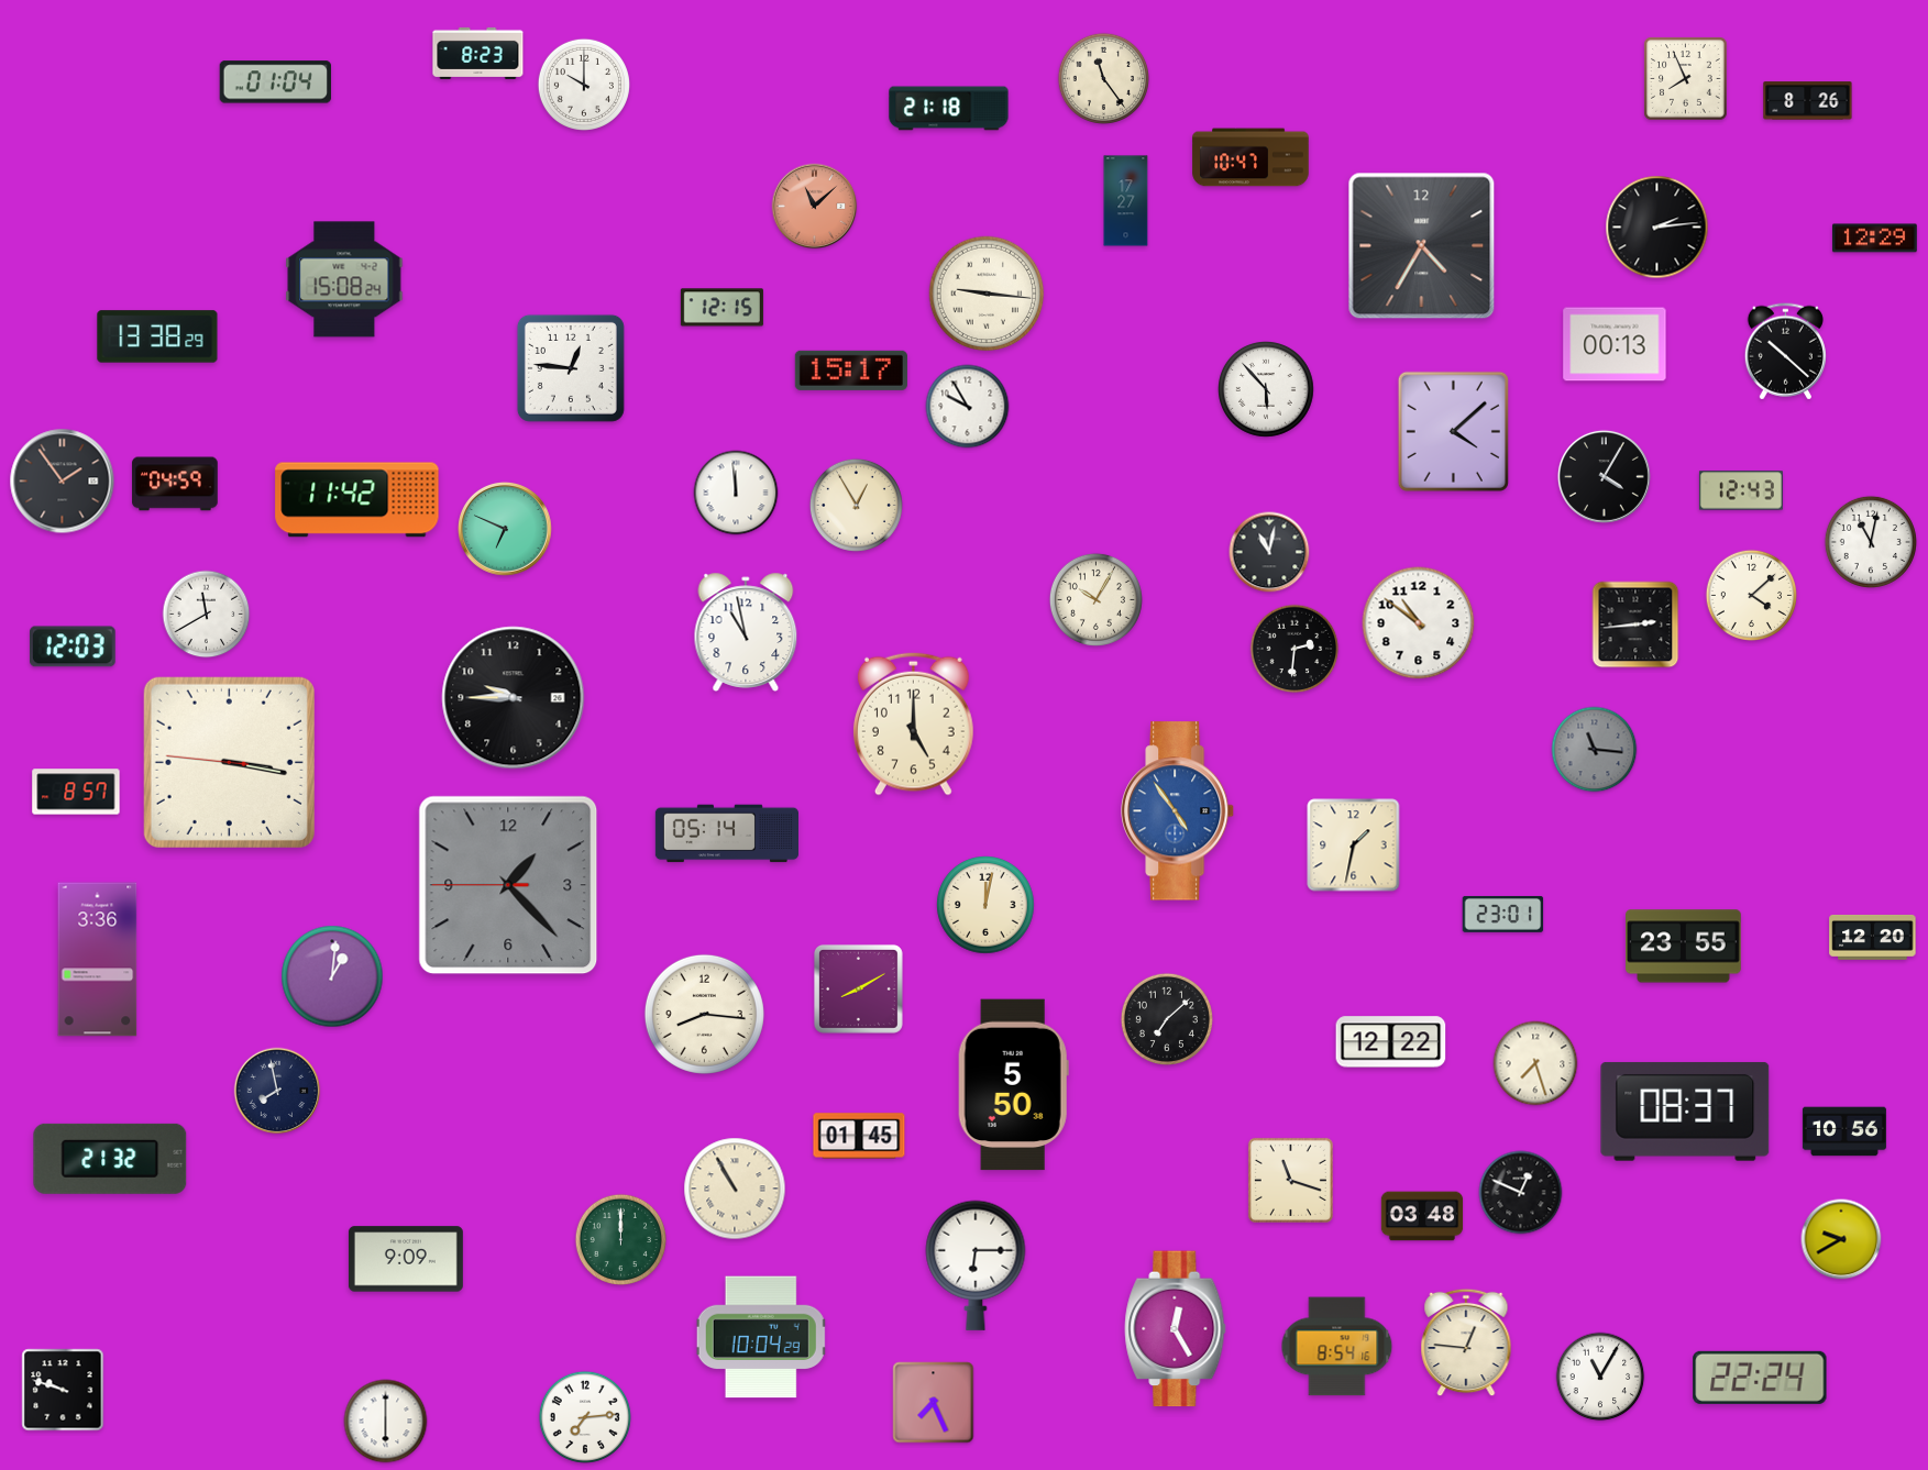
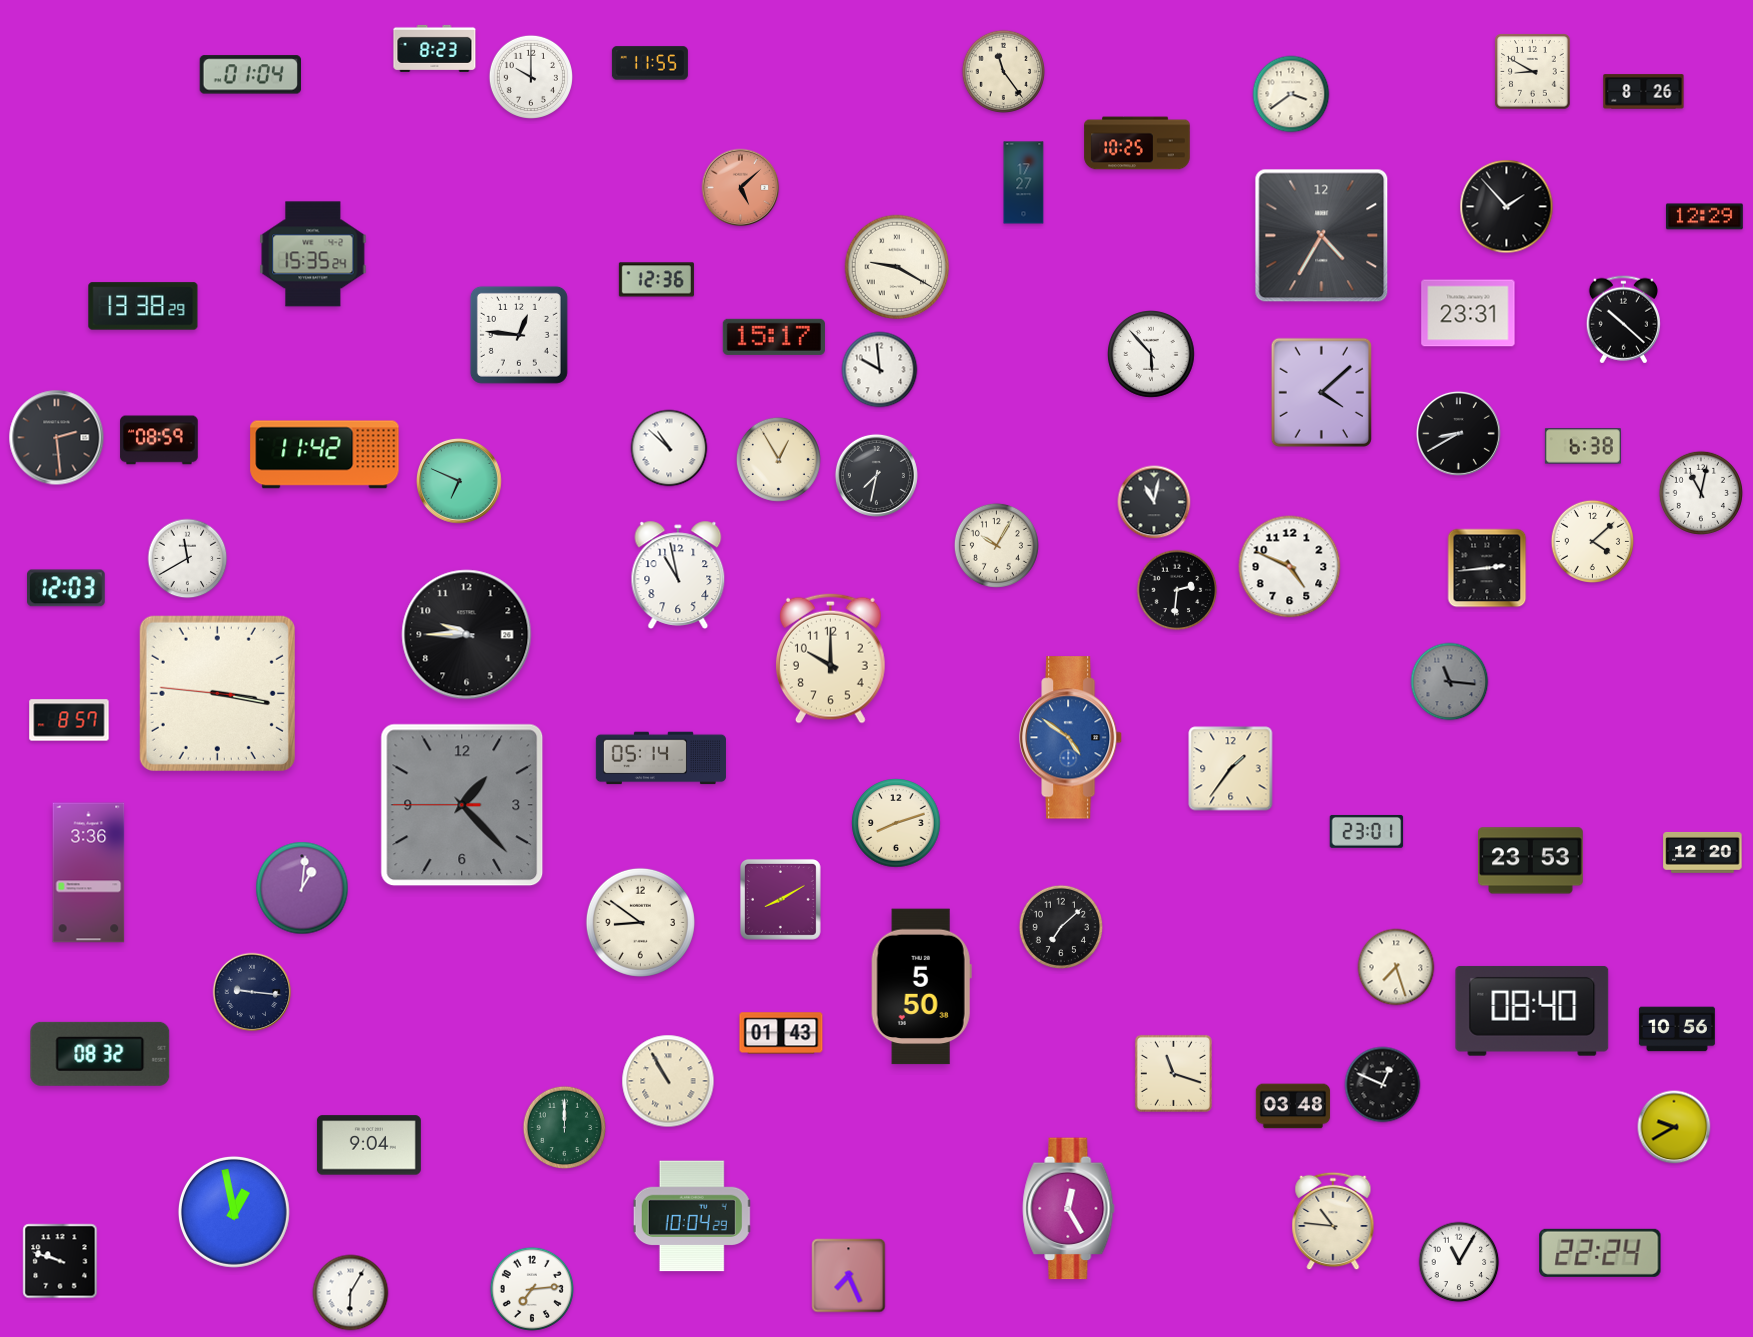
clock at (650, 63): none -> 11:55
clock at (1686, 79): 7:56 -> 8:50
clock at (1291, 94): none -> 3:39
clock at (949, 109): 21:18 -> none
clock at (1251, 157): 10:47 -> 10:25
clock at (815, 207): 11:08 -> 5:08
clock at (1657, 228): 2:14 -> 1:53
clock at (1422, 246) position: (1422, 246) -> (1322, 236)
clock at (344, 279): 15:08 -> 15:35
clock at (987, 294): 9:16 -> 9:20
clock at (721, 308): 12:15 -> 12:36
clock at (1615, 344): 00:13 -> 23:31
clock at (968, 407): 9:55 -> 9:59
clock at (1604, 476): 4:05 -> 8:40
clock at (63, 482): 1:54 -> 2:29
clock at (175, 484): 04:59 -> 08:59
clock at (1741, 490): 12:43 -> 6:38
clock at (736, 493): 11:59 -> 10:52
clock at (876, 475): none -> 7:32
clock at (1419, 623): 10:51 -> 4:49
clock at (913, 723): 5:00 -> 10:00
clock at (229, 762) position: (229, 762) -> (217, 693)
clock at (1179, 811): 4:54 -> 4:51
clock at (1354, 845): 1:32 -> 1:36
clock at (985, 905): 12:02 -> 8:12
clock at (1684, 947): 23:55 -> 23:53
clock at (704, 1014): 8:16 -> 8:51
clock at (1391, 1042): 12:22 -> none
clock at (277, 1091): 7:58 -> 9:16
clock at (1685, 1112): 08:37 -> 08:40
clock at (859, 1136): 01:45 -> 01:43
clock at (110, 1159): 21:32 -> 08:32
clock at (406, 1259): 9:09 -> 9:04
clock at (976, 1265): 6:15 -> none
clock at (234, 1212): none -> 12:58
clock at (1466, 1342): 12:46 -> 10:46
clock at (1337, 1347): 8:54 -> none
clock at (1600, 1377) position: (1600, 1377) -> (1459, 1262)
clock at (63, 1390) position: (63, 1390) -> (60, 1261)
clock at (386, 1422): 6:00 -> 6:05
